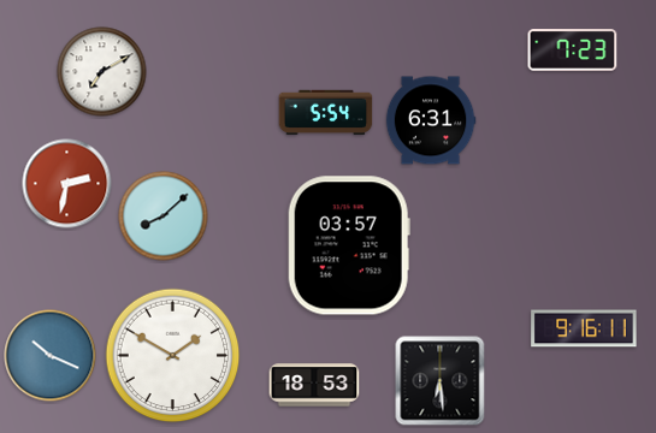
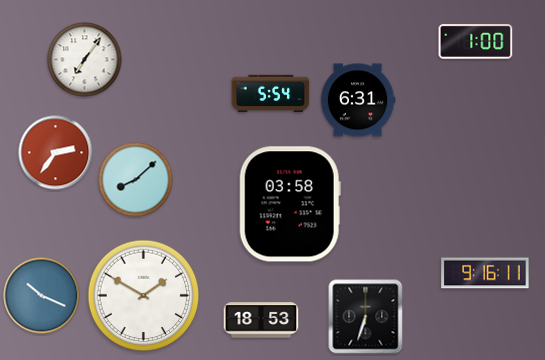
clock at (573, 51): 7:23 -> 1:00
clock at (102, 72): 7:10 -> 7:06
clock at (67, 184): 2:32 -> 2:36
clock at (349, 245): 03:57 -> 03:58
clock at (441, 381): 6:29 -> 6:33
